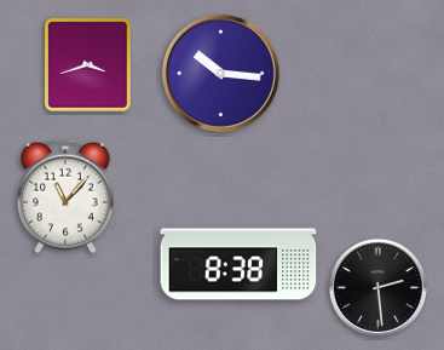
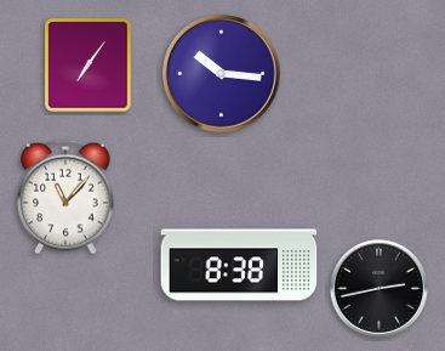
clock at (88, 65): 3:42 -> 7:06
clock at (377, 287): 2:29 -> 2:43
